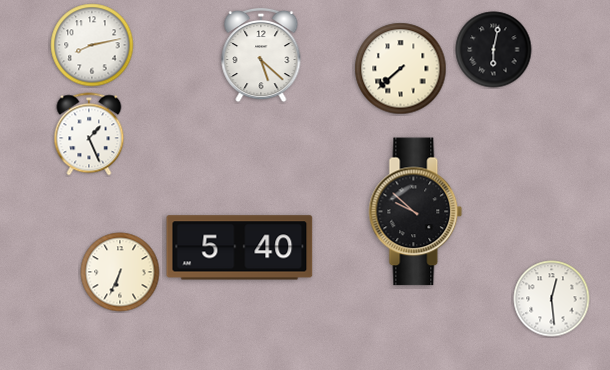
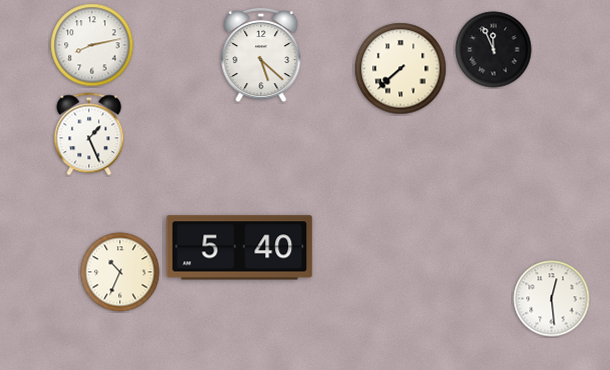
clock at (494, 50): 6:02 -> 11:56
clock at (416, 212): 9:52 -> none
clock at (120, 272): 6:34 -> 10:34
